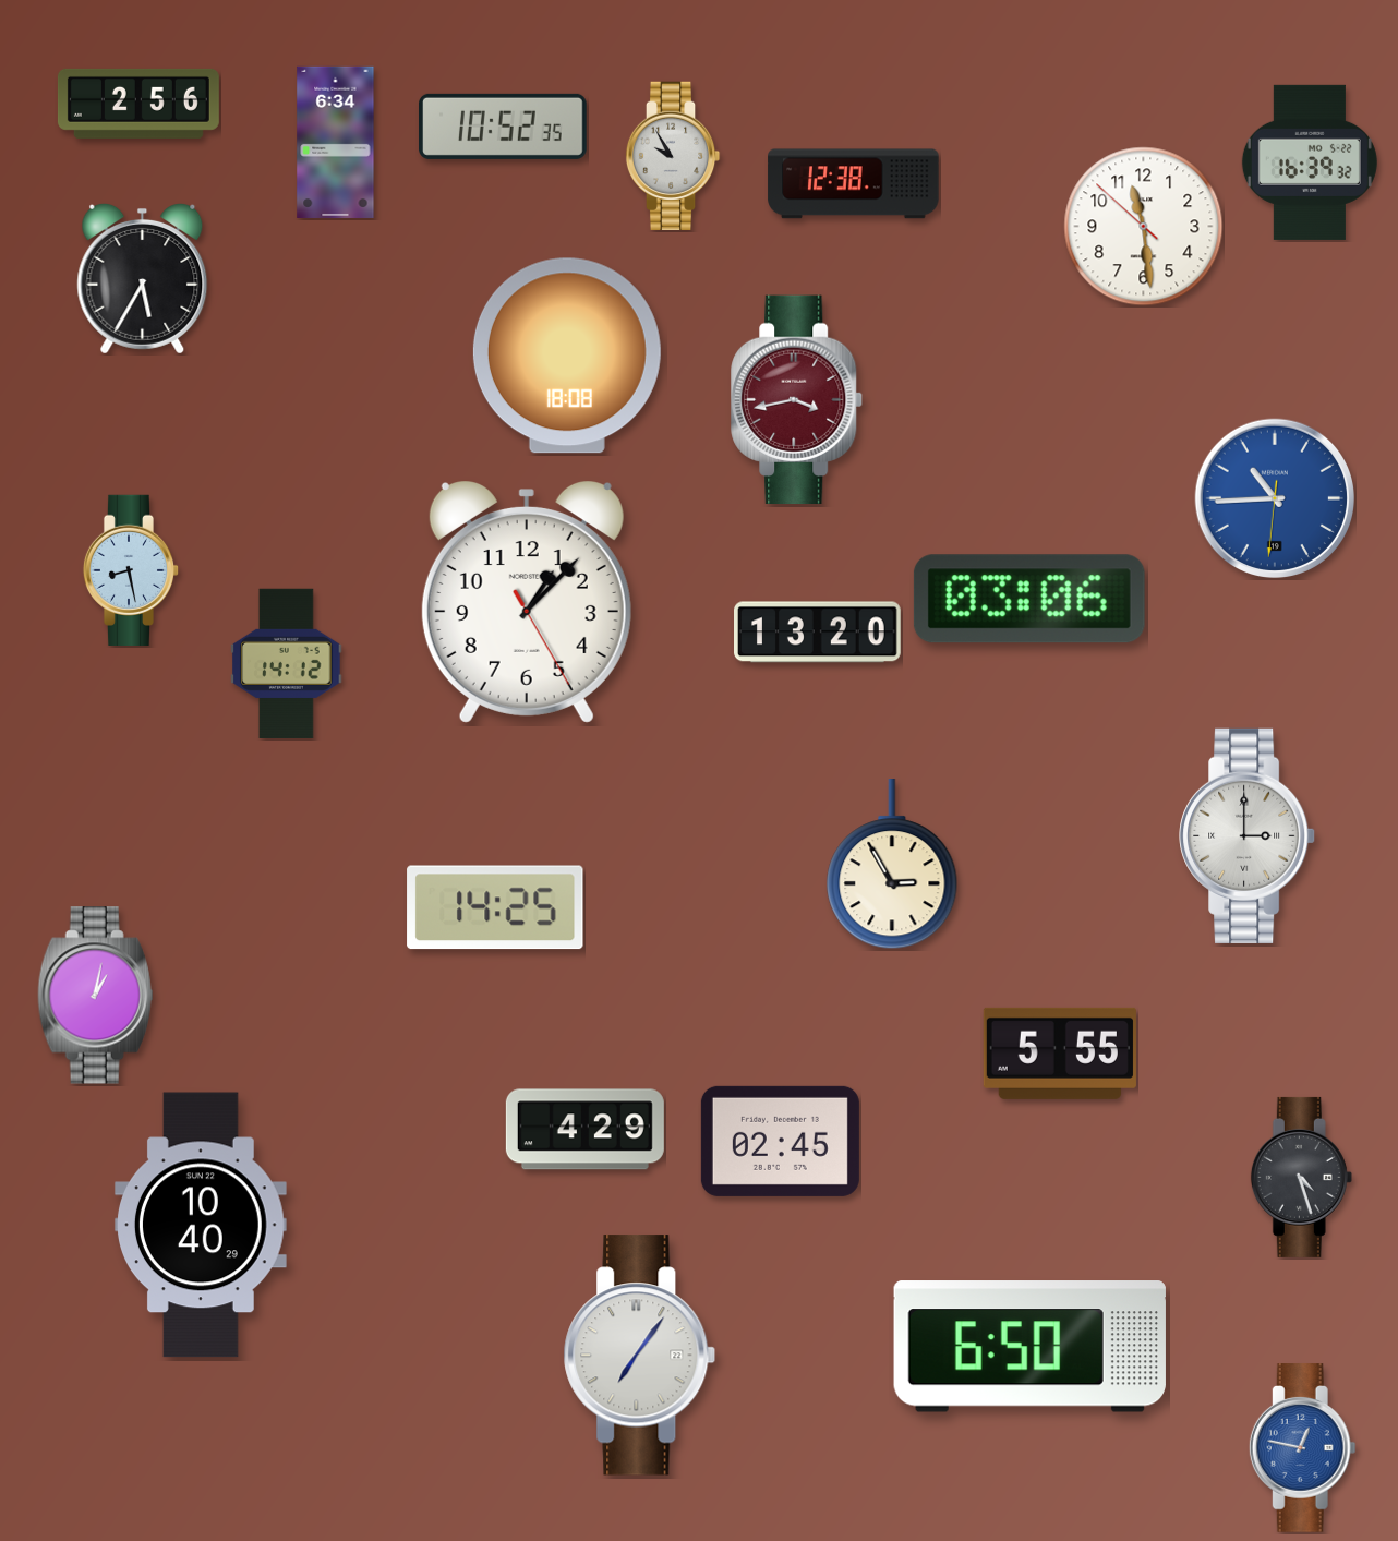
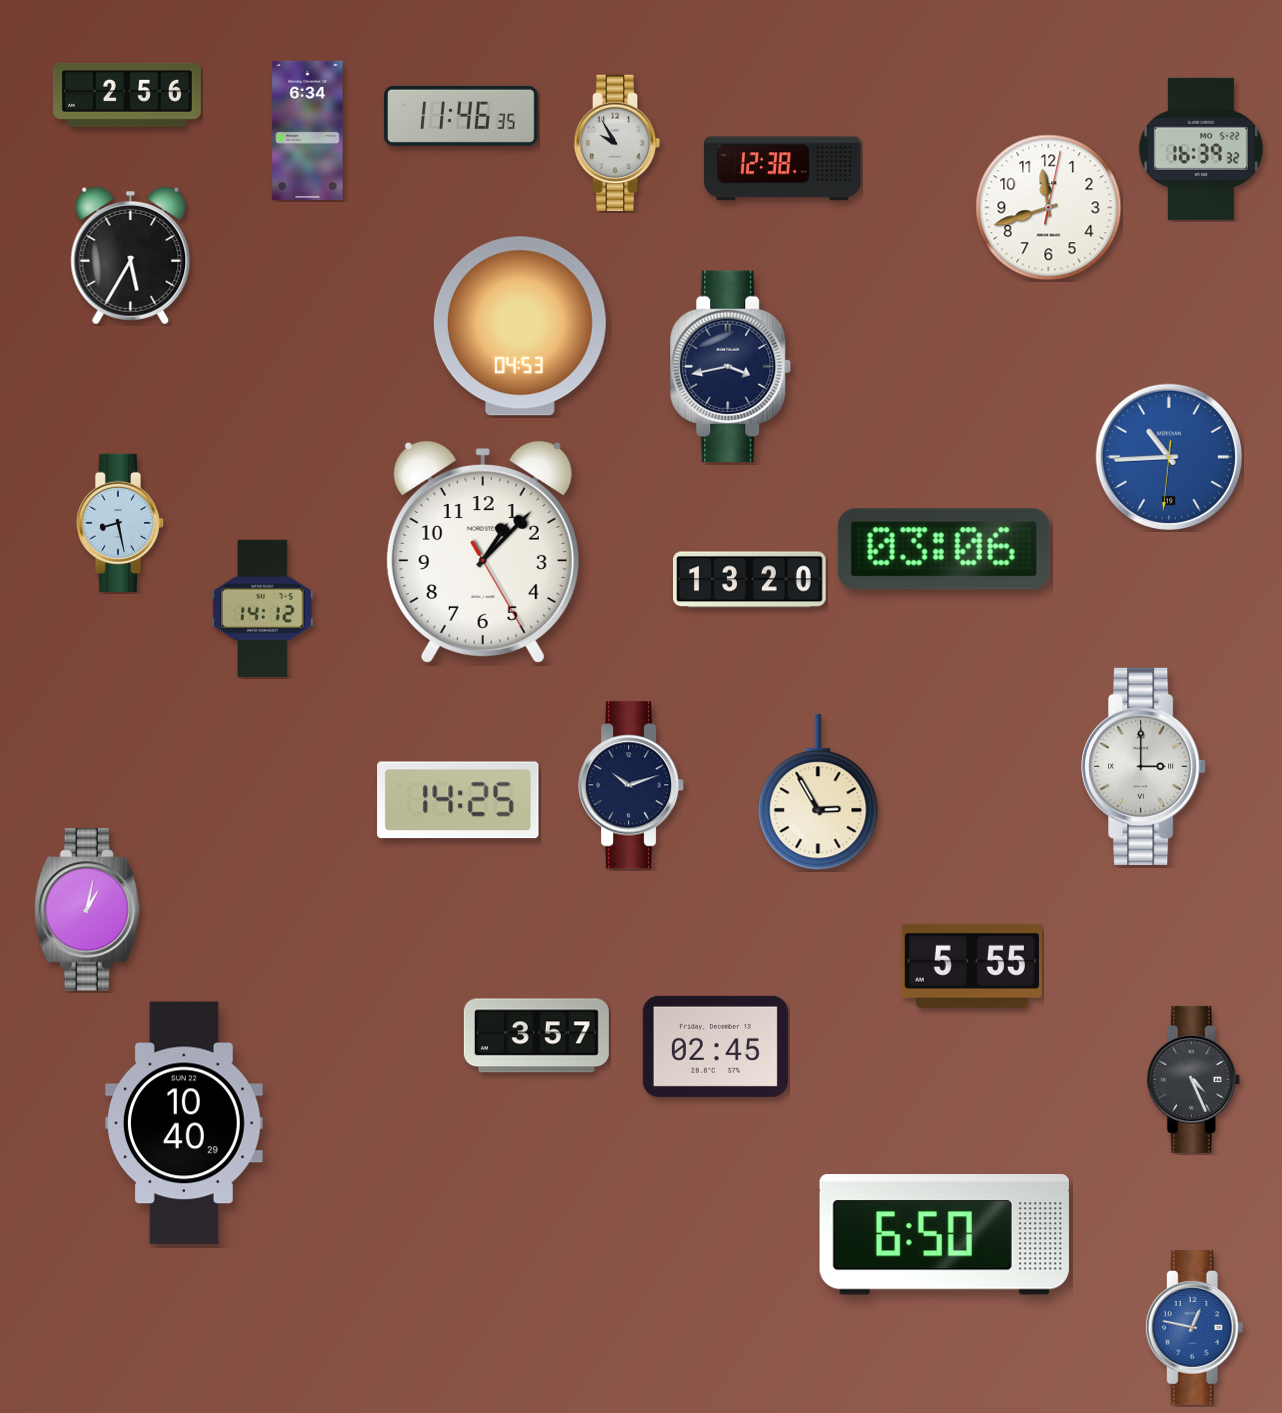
clock at (504, 127): 10:52 -> 11:46
clock at (1144, 227): 11:28 -> 11:42
clock at (567, 356): 18:08 -> 04:53
clock at (797, 399) dial: burgundy -> navy
clock at (631, 785): none -> 10:12
clock at (495, 907) position: (495, 907) -> (458, 800)
clock at (96, 996) position: (96, 996) -> (88, 910)
clock at (584, 1130): 4:29 -> 3:57
clock at (1301, 1177): 4:27 -> 4:26
clock at (640, 1356): 7:06 -> none
